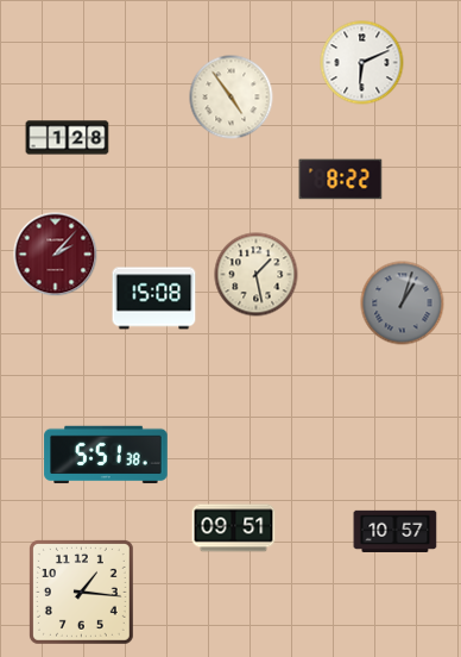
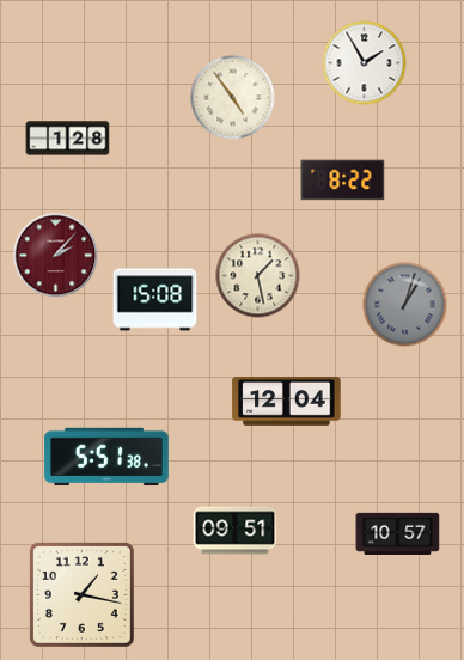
clock at (362, 63): 6:11 -> 1:55
clock at (287, 402): none -> 12:04
clock at (81, 592): 1:16 -> 1:17
